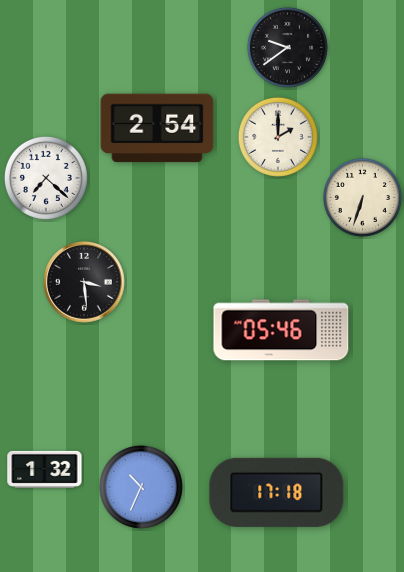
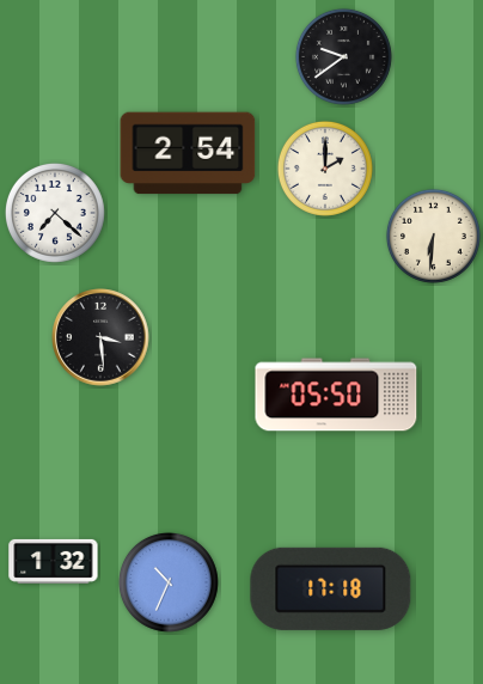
clock at (278, 137) position: (278, 137) -> (325, 169)
clock at (362, 197): 6:33 -> 6:31
clock at (281, 330): 05:46 -> 05:50
